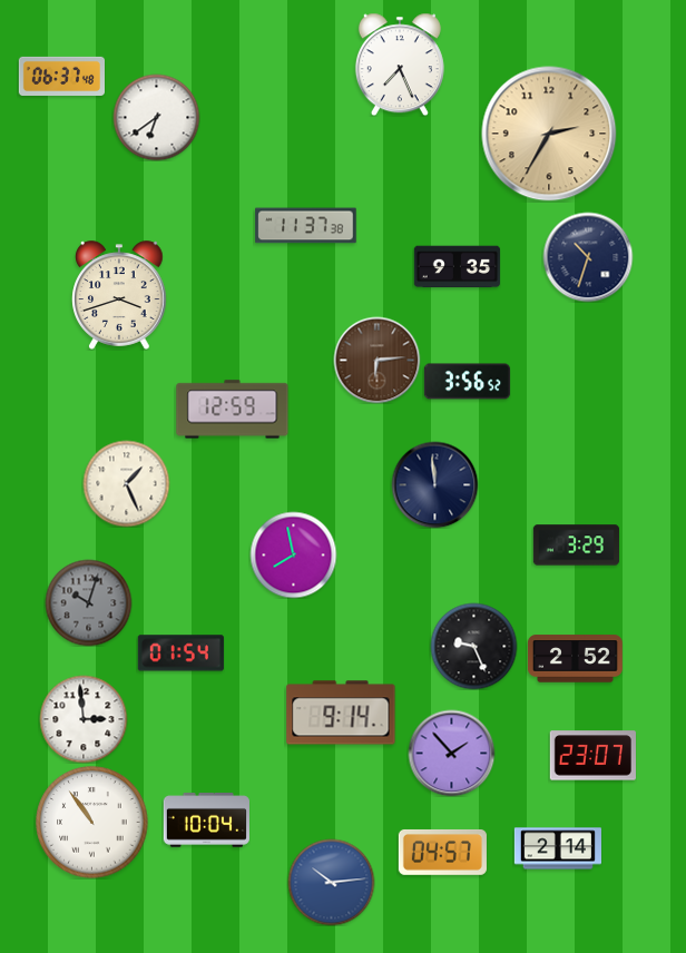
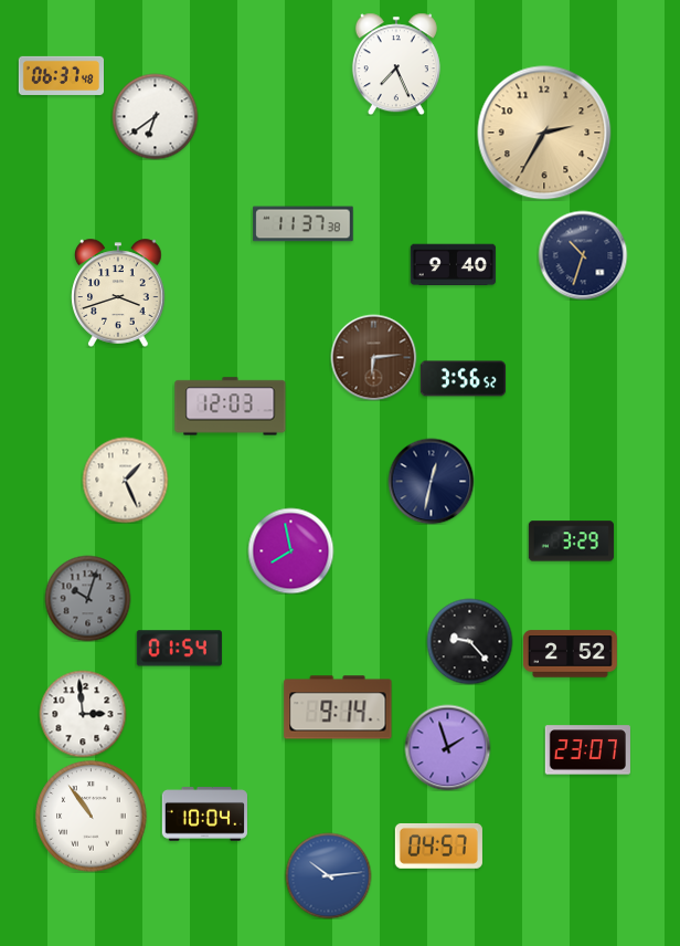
clock at (457, 267): 9:35 -> 9:40
clock at (233, 410): 12:59 -> 12:03
clock at (434, 484): 11:59 -> 12:32
clock at (473, 646): 9:26 -> 9:23
clock at (451, 753): 1:53 -> 1:57
clock at (558, 848): 2:14 -> none
